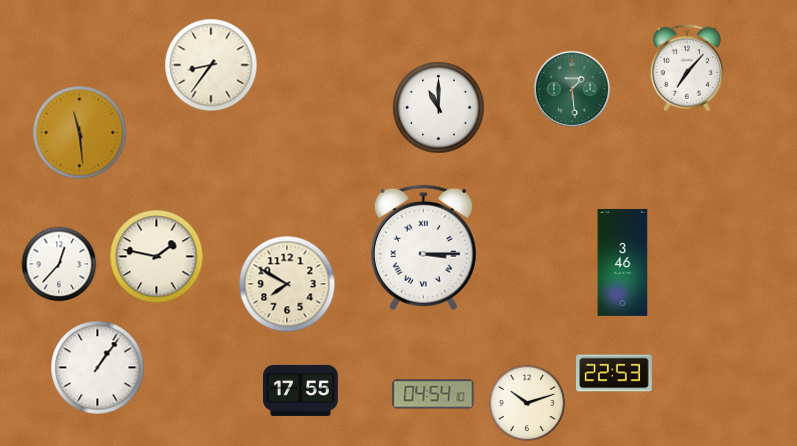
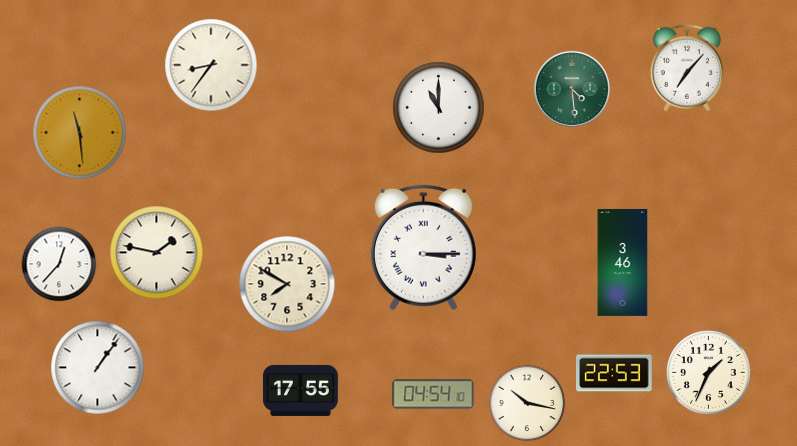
clock at (571, 88): 1:29 -> 4:29
clock at (157, 257) position: (157, 257) -> (157, 253)
clock at (708, 372): none -> 1:34
clock at (527, 403): 10:12 -> 10:17
